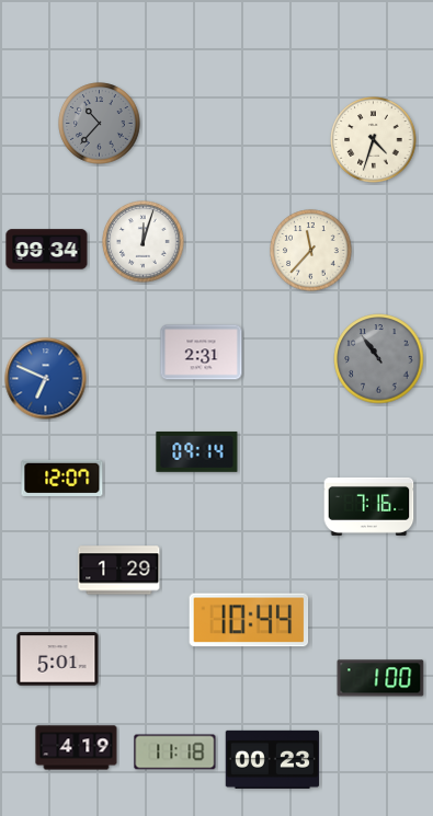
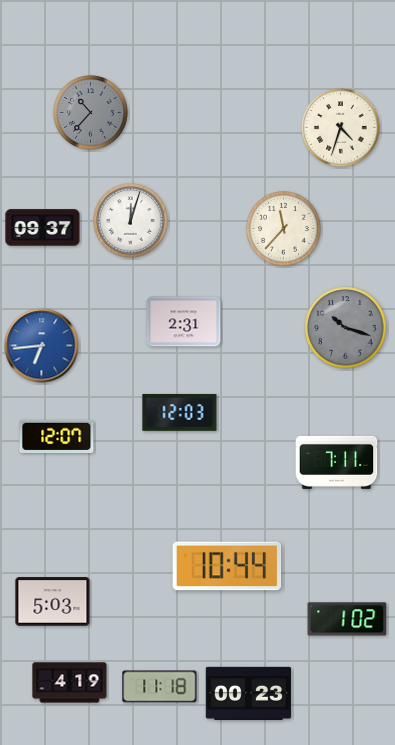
clock at (47, 250): 09:34 -> 09:37
clock at (379, 359): 10:54 -> 10:18
clock at (46, 379): 6:49 -> 6:44
clock at (197, 451): 09:14 -> 12:03
clock at (369, 506): 7:16 -> 7:11
clock at (119, 571): 1:29 -> none
clock at (58, 659): 5:01 -> 5:03
clock at (380, 678): 1:00 -> 1:02
